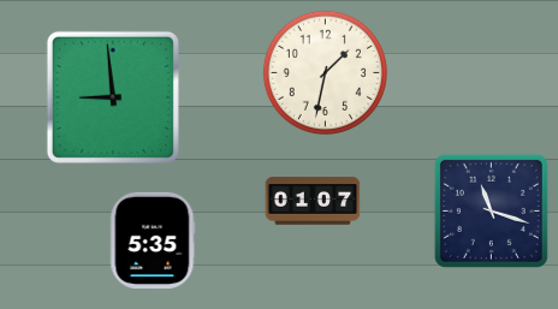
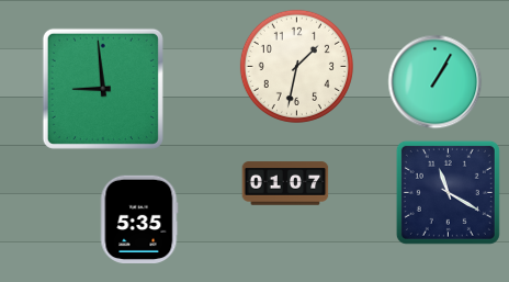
clock at (436, 82): none -> 1:05
clock at (491, 210): 11:18 -> 11:20
